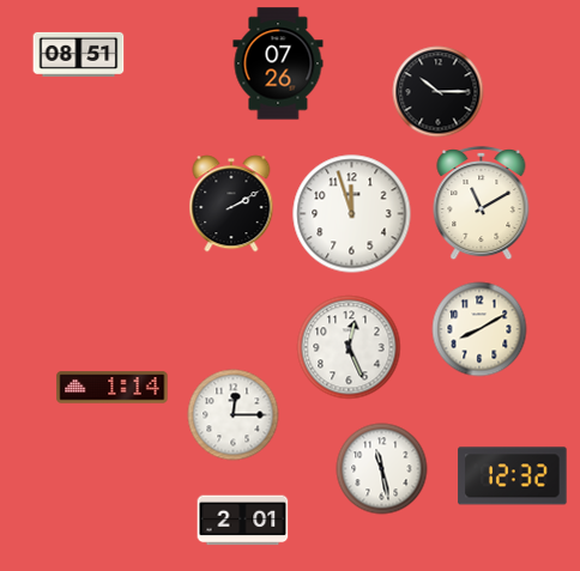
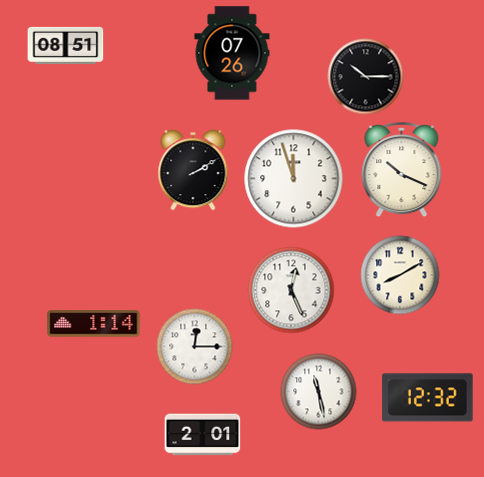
clock at (482, 204): 11:10 -> 10:19
